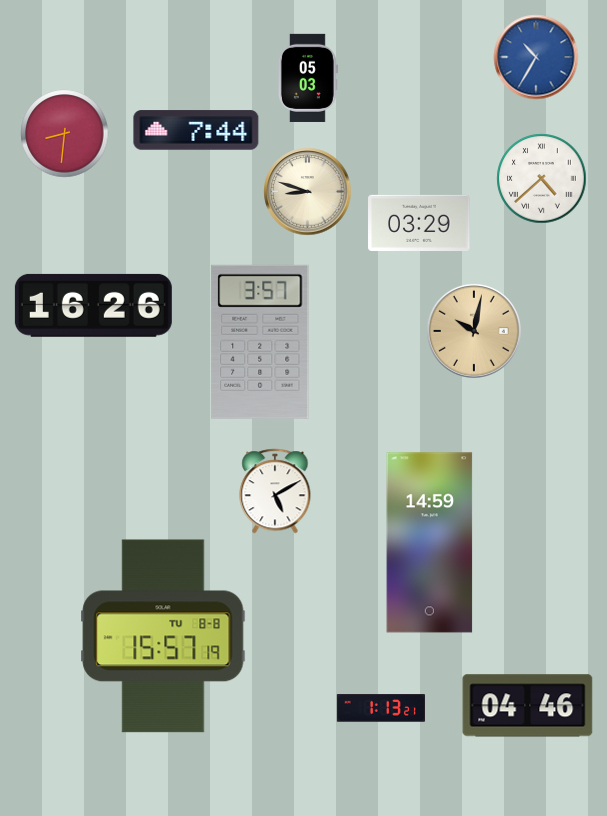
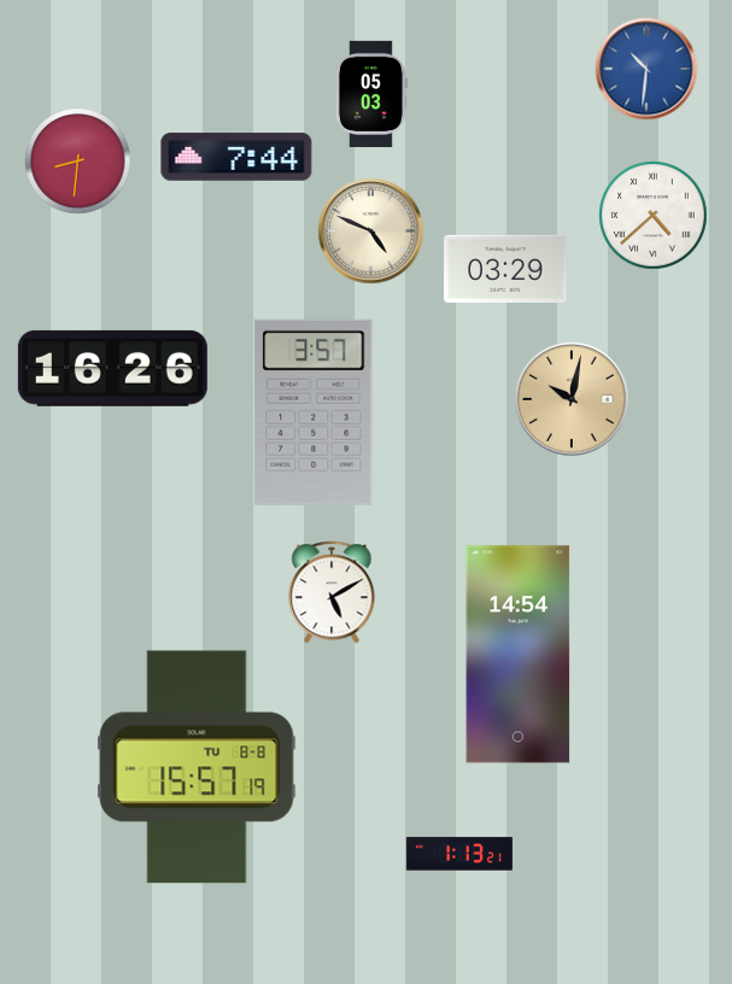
clock at (536, 57): 10:35 -> 10:31
clock at (307, 191): 8:48 -> 4:49
clock at (430, 543): 14:59 -> 14:54
clock at (528, 706): 04:46 -> none
